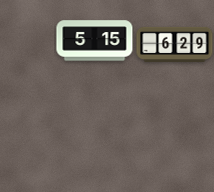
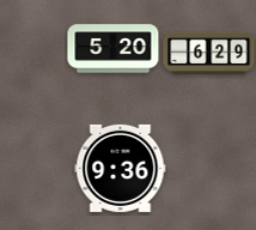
clock at (95, 41): 5:15 -> 5:20
clock at (121, 168): none -> 9:36
